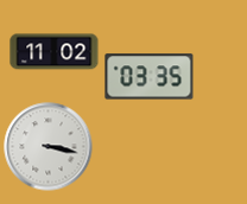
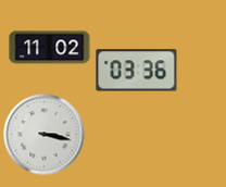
clock at (150, 77): 03:35 -> 03:36
